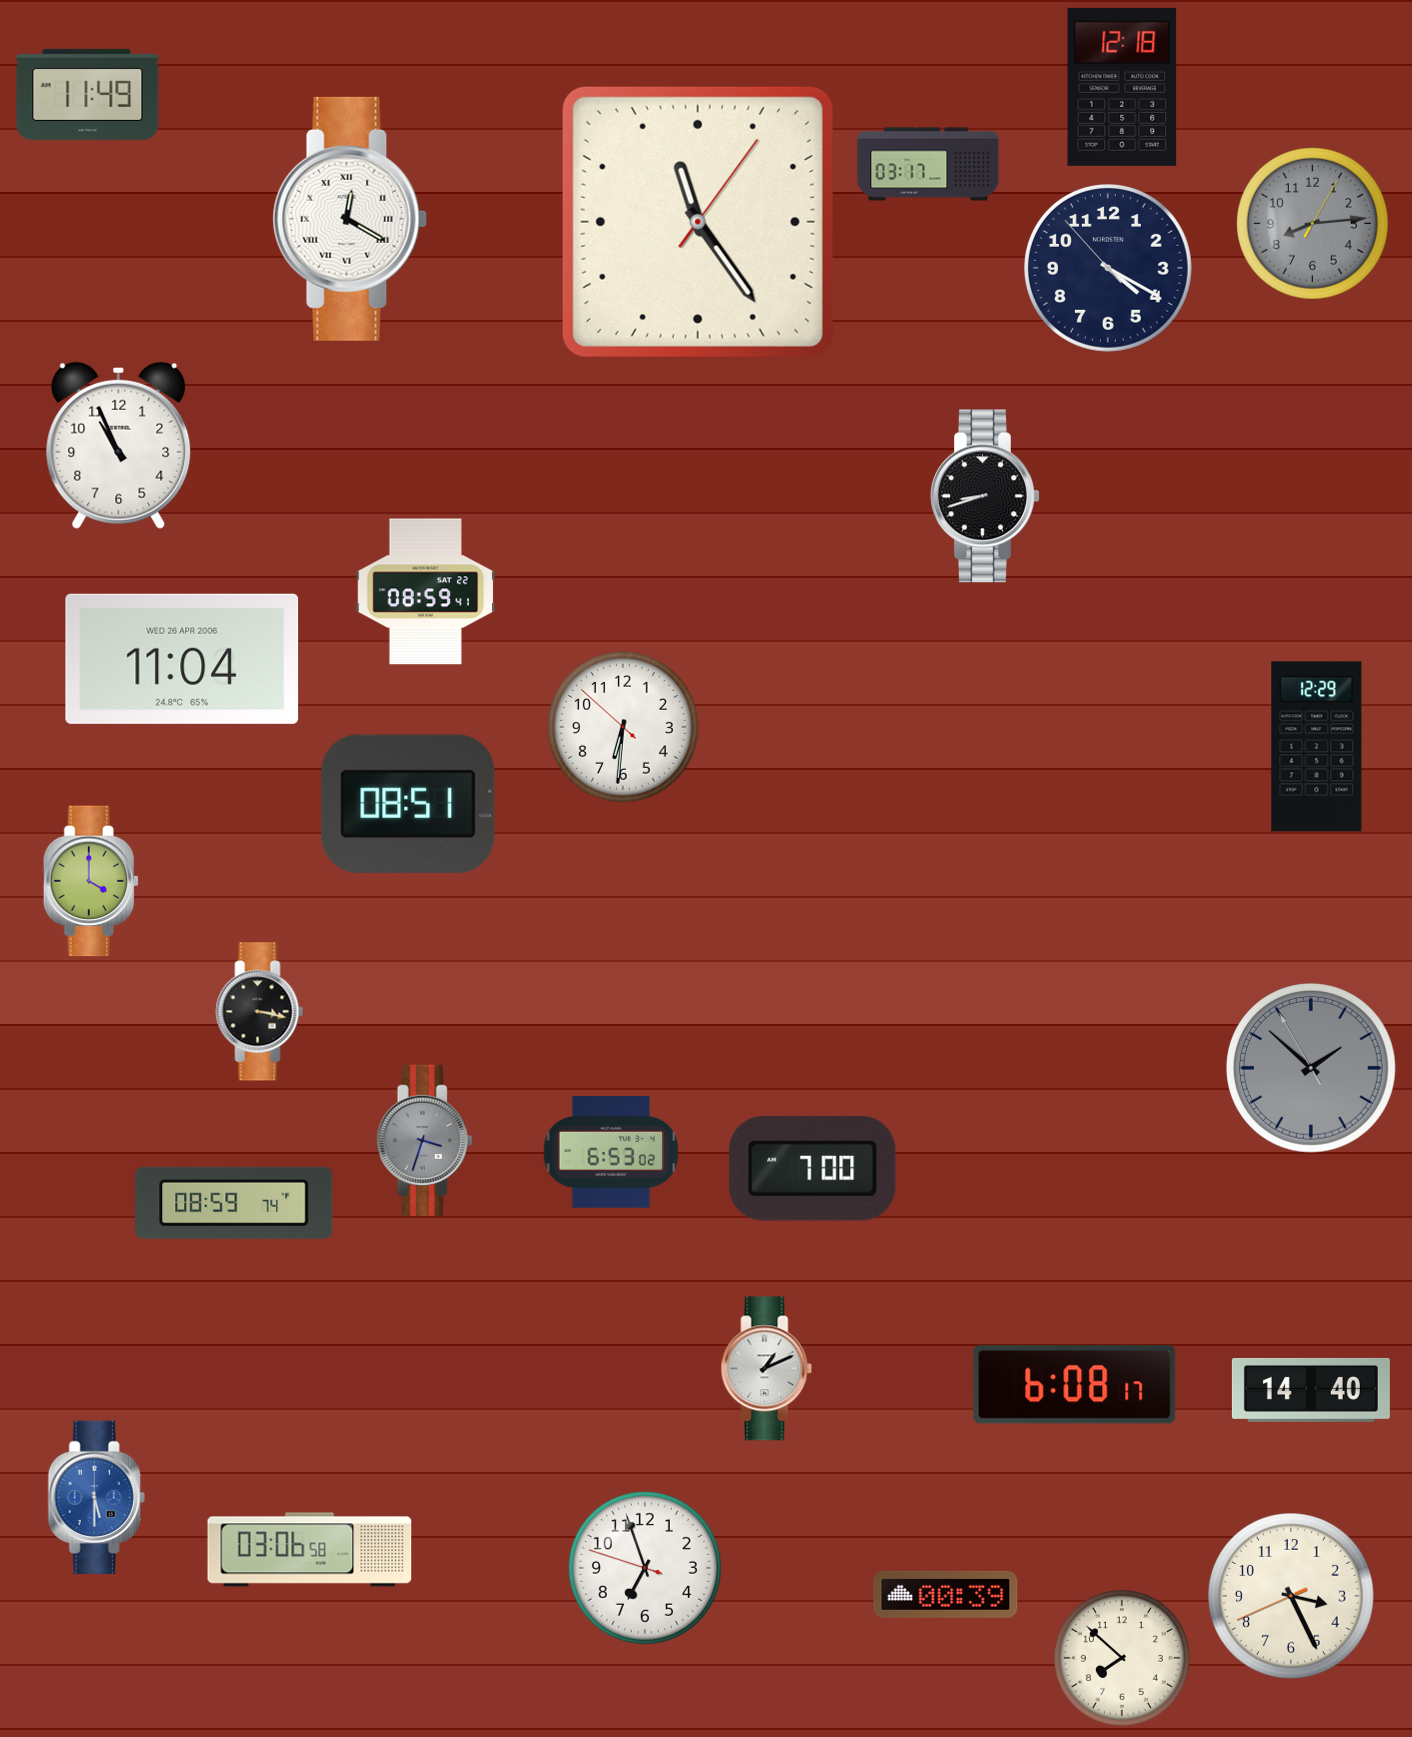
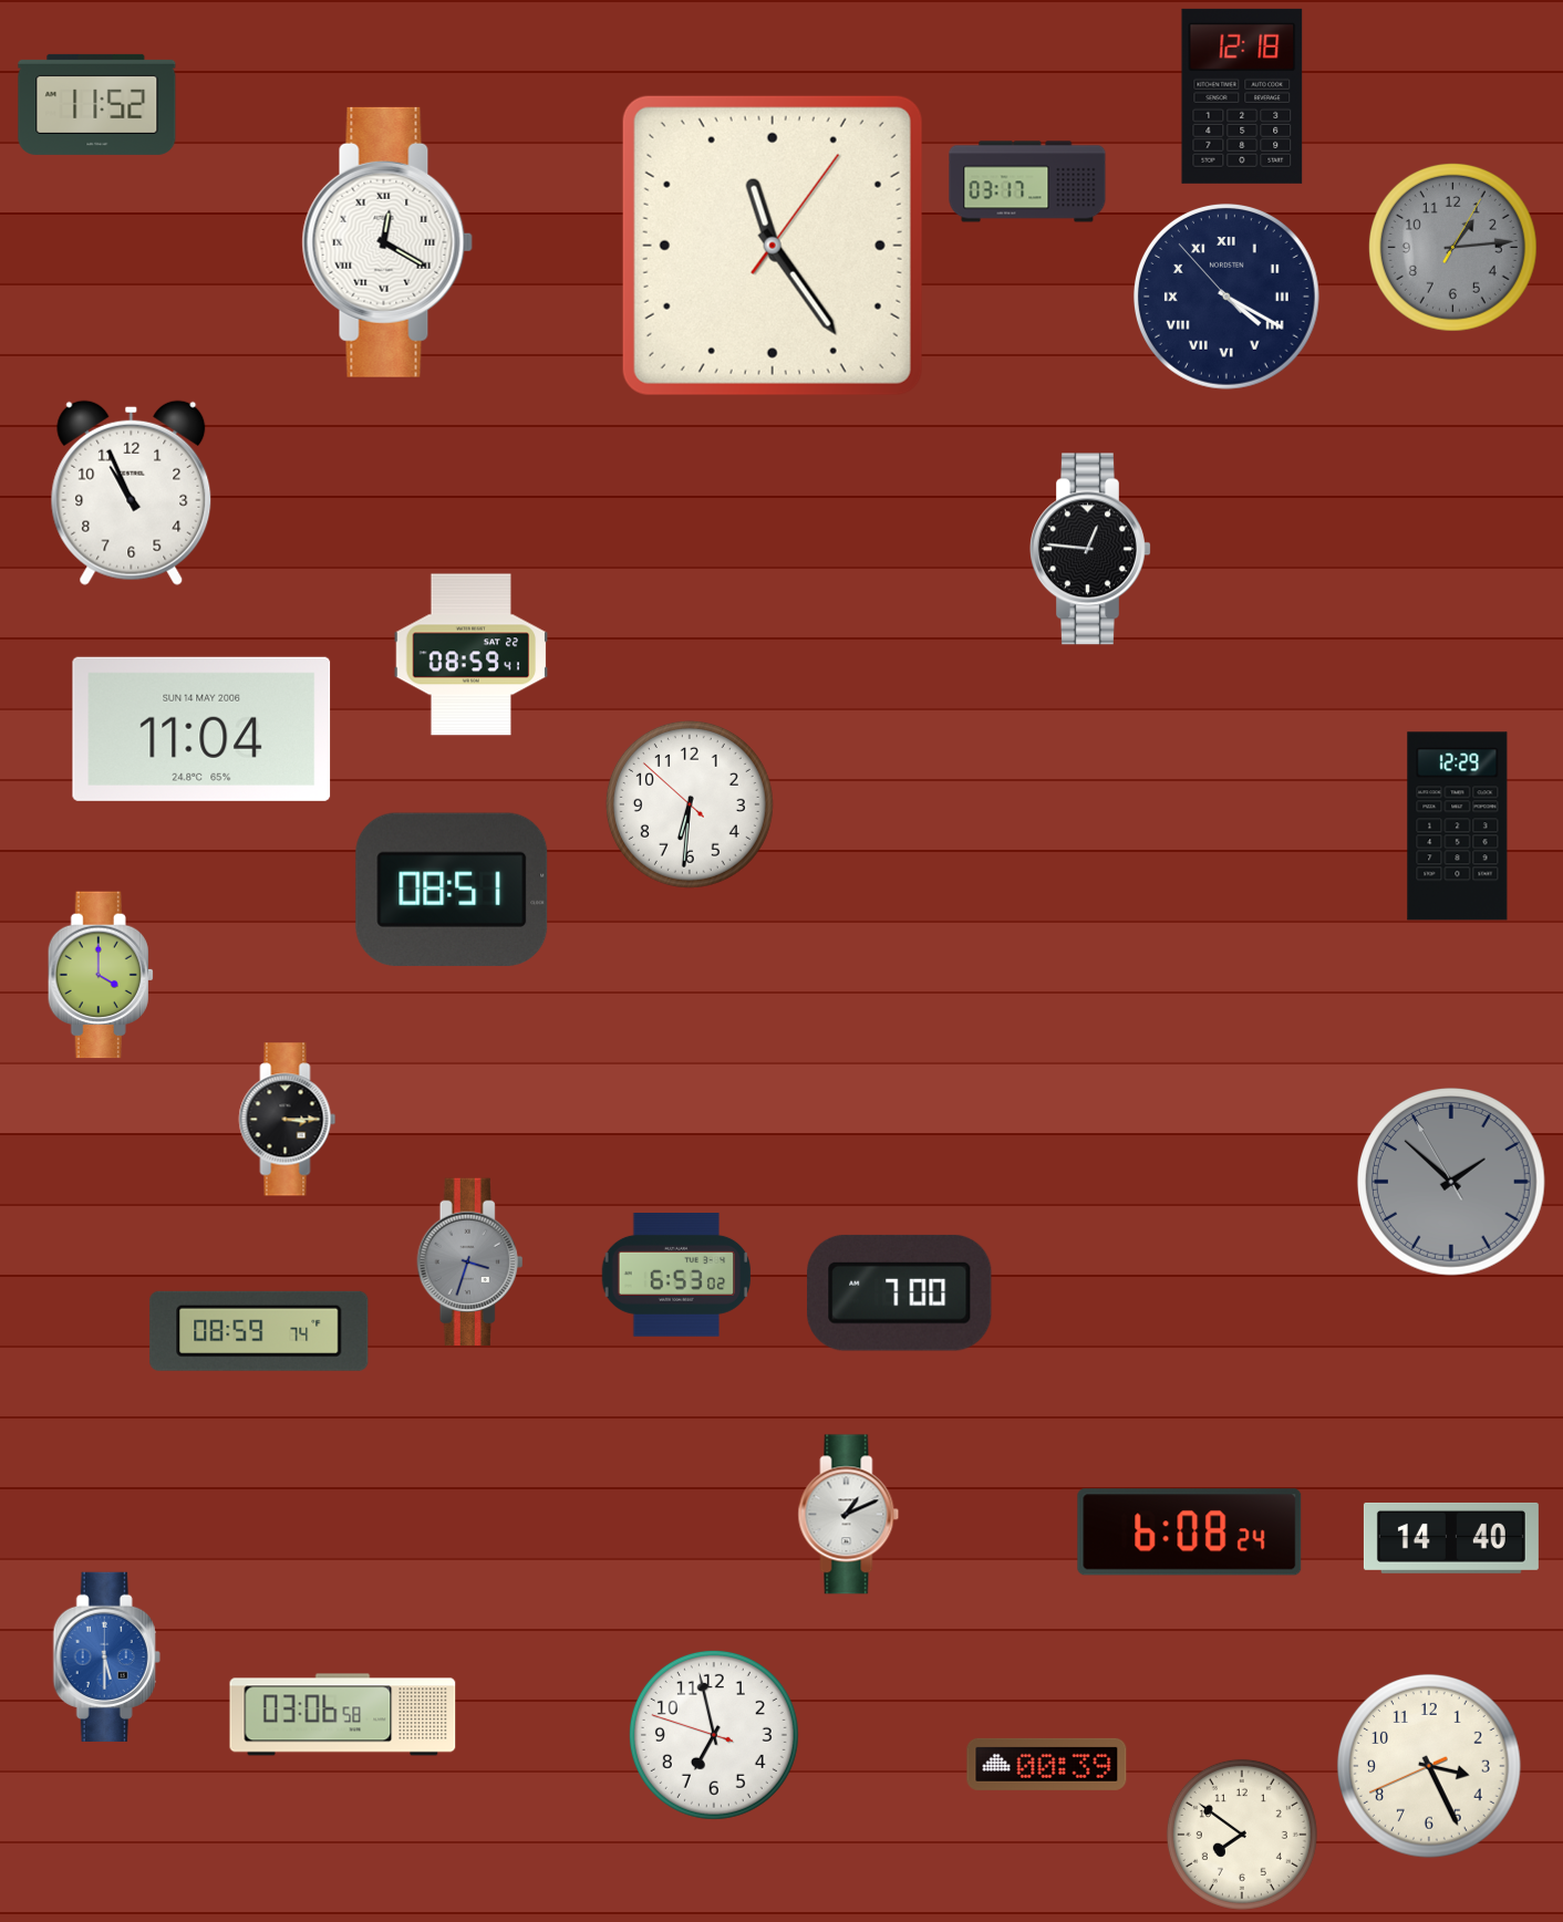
clock at (88, 94): 11:49 -> 11:52
clock at (1312, 223): 8:14 -> 1:14
clock at (1108, 268) numerals: Arabic -> Roman
clock at (986, 496): 8:42 -> 12:46
clock at (182, 659) date: WED 26 APR 2006 -> SUN 14 MAY 2006
clock at (260, 1012): 3:17 -> 3:15
clock at (1075, 1385): 6:08:17 -> 6:08:24
clock at (645, 1568): 6:56 -> 6:57
clock at (1122, 1658): 7:52 -> 7:51
